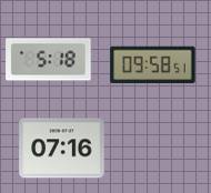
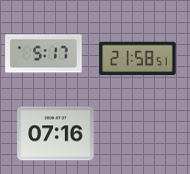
clock at (49, 60): 5:18 -> 5:17
clock at (153, 65): 09:58 -> 21:58
